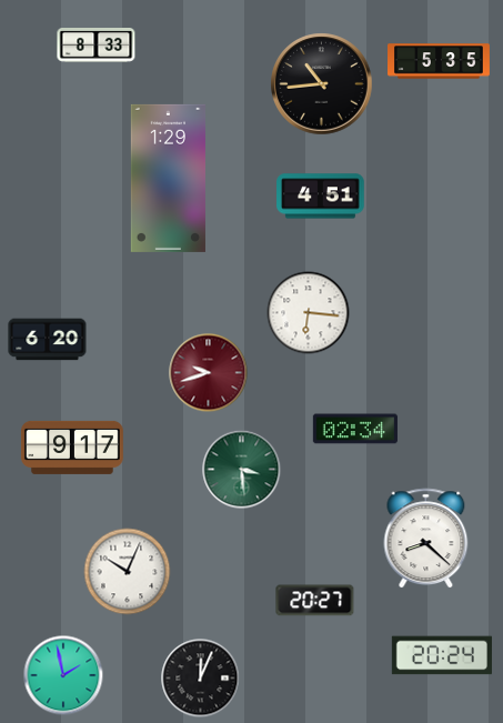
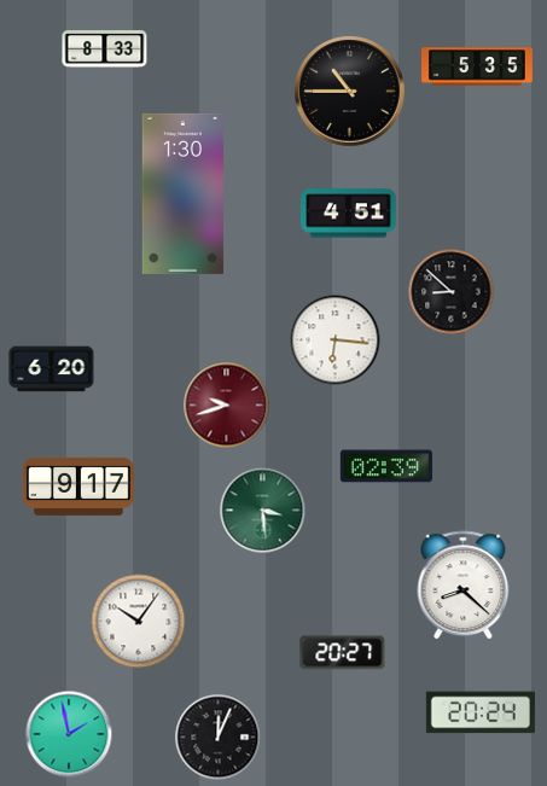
clock at (322, 84): 10:44 -> 10:45
clock at (168, 178): 1:29 -> 1:30
clock at (452, 292): none -> 8:52
clock at (355, 429): 02:34 -> 02:39
clock at (128, 572): 10:04 -> 10:06
